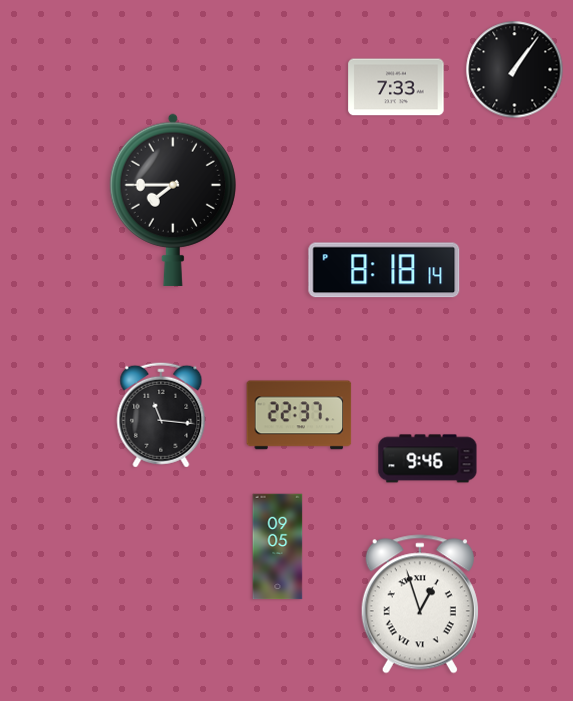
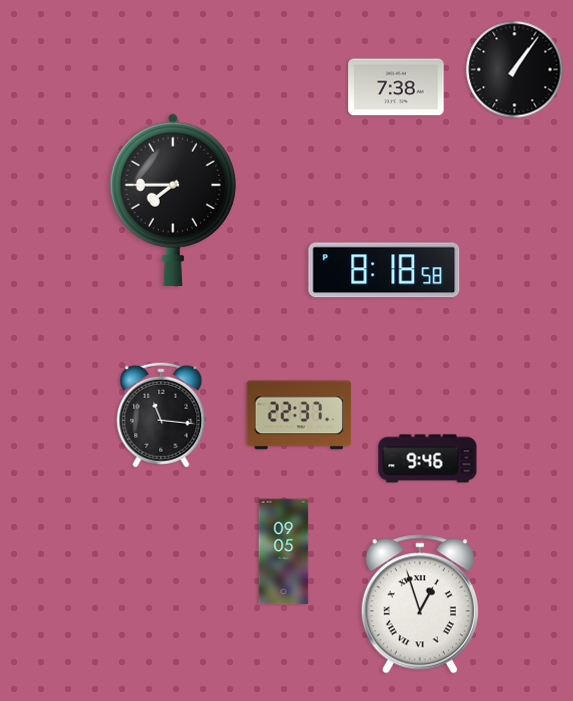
clock at (396, 87): 7:33 -> 7:38
clock at (384, 270): 8:18:14 -> 8:18:58
clock at (278, 547) position: (278, 547) -> (284, 552)
